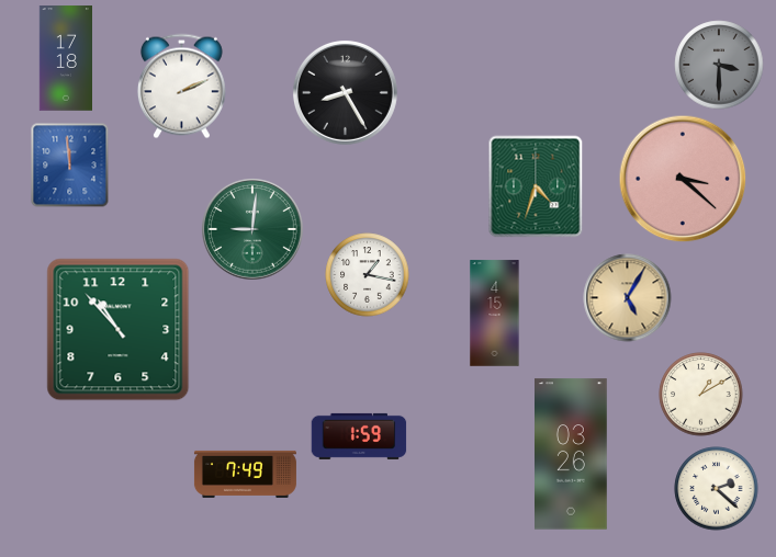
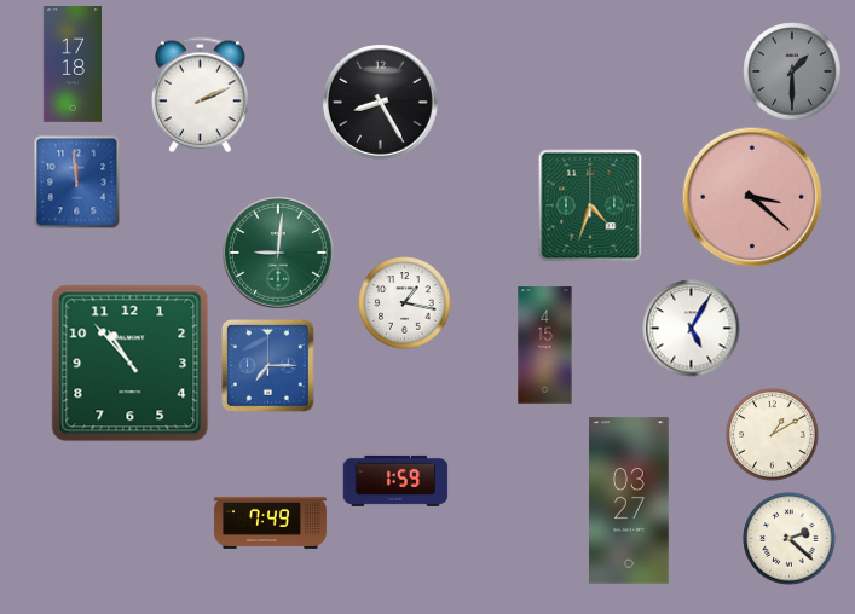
clock at (719, 65): 3:30 -> 1:30
clock at (628, 298) dial: champagne -> white
clock at (268, 366): none -> 7:15
clock at (572, 454): 03:26 -> 03:27
